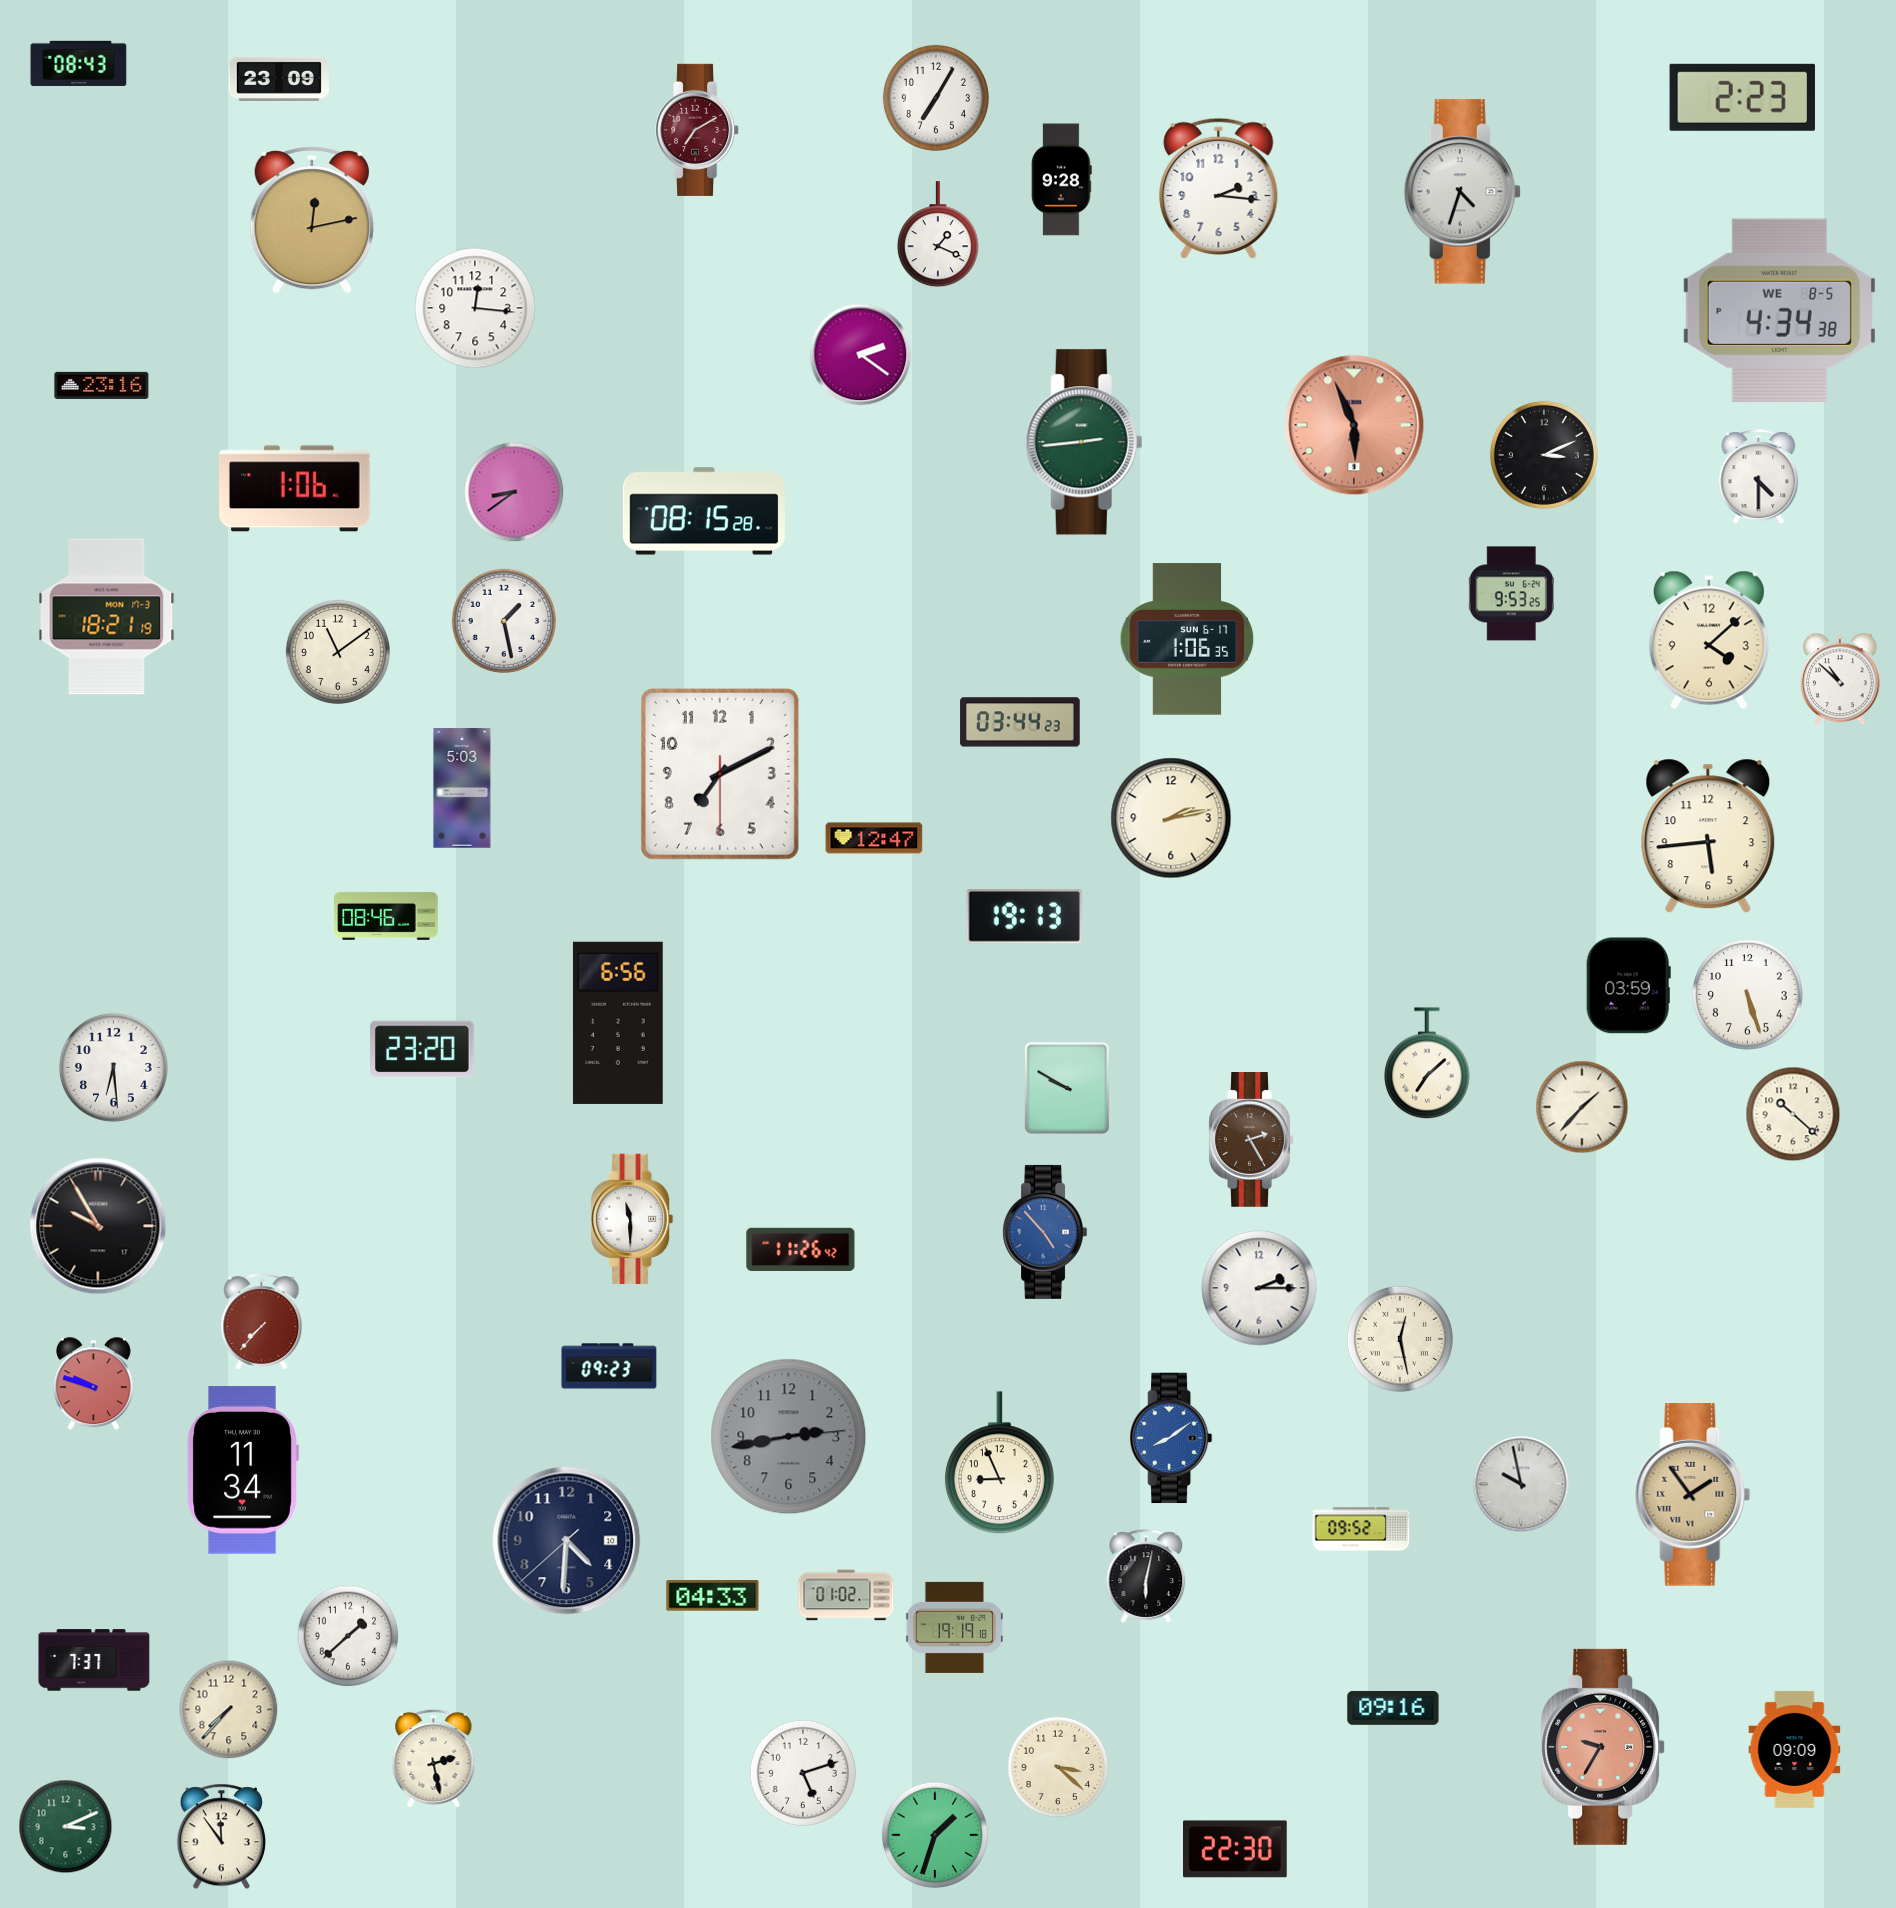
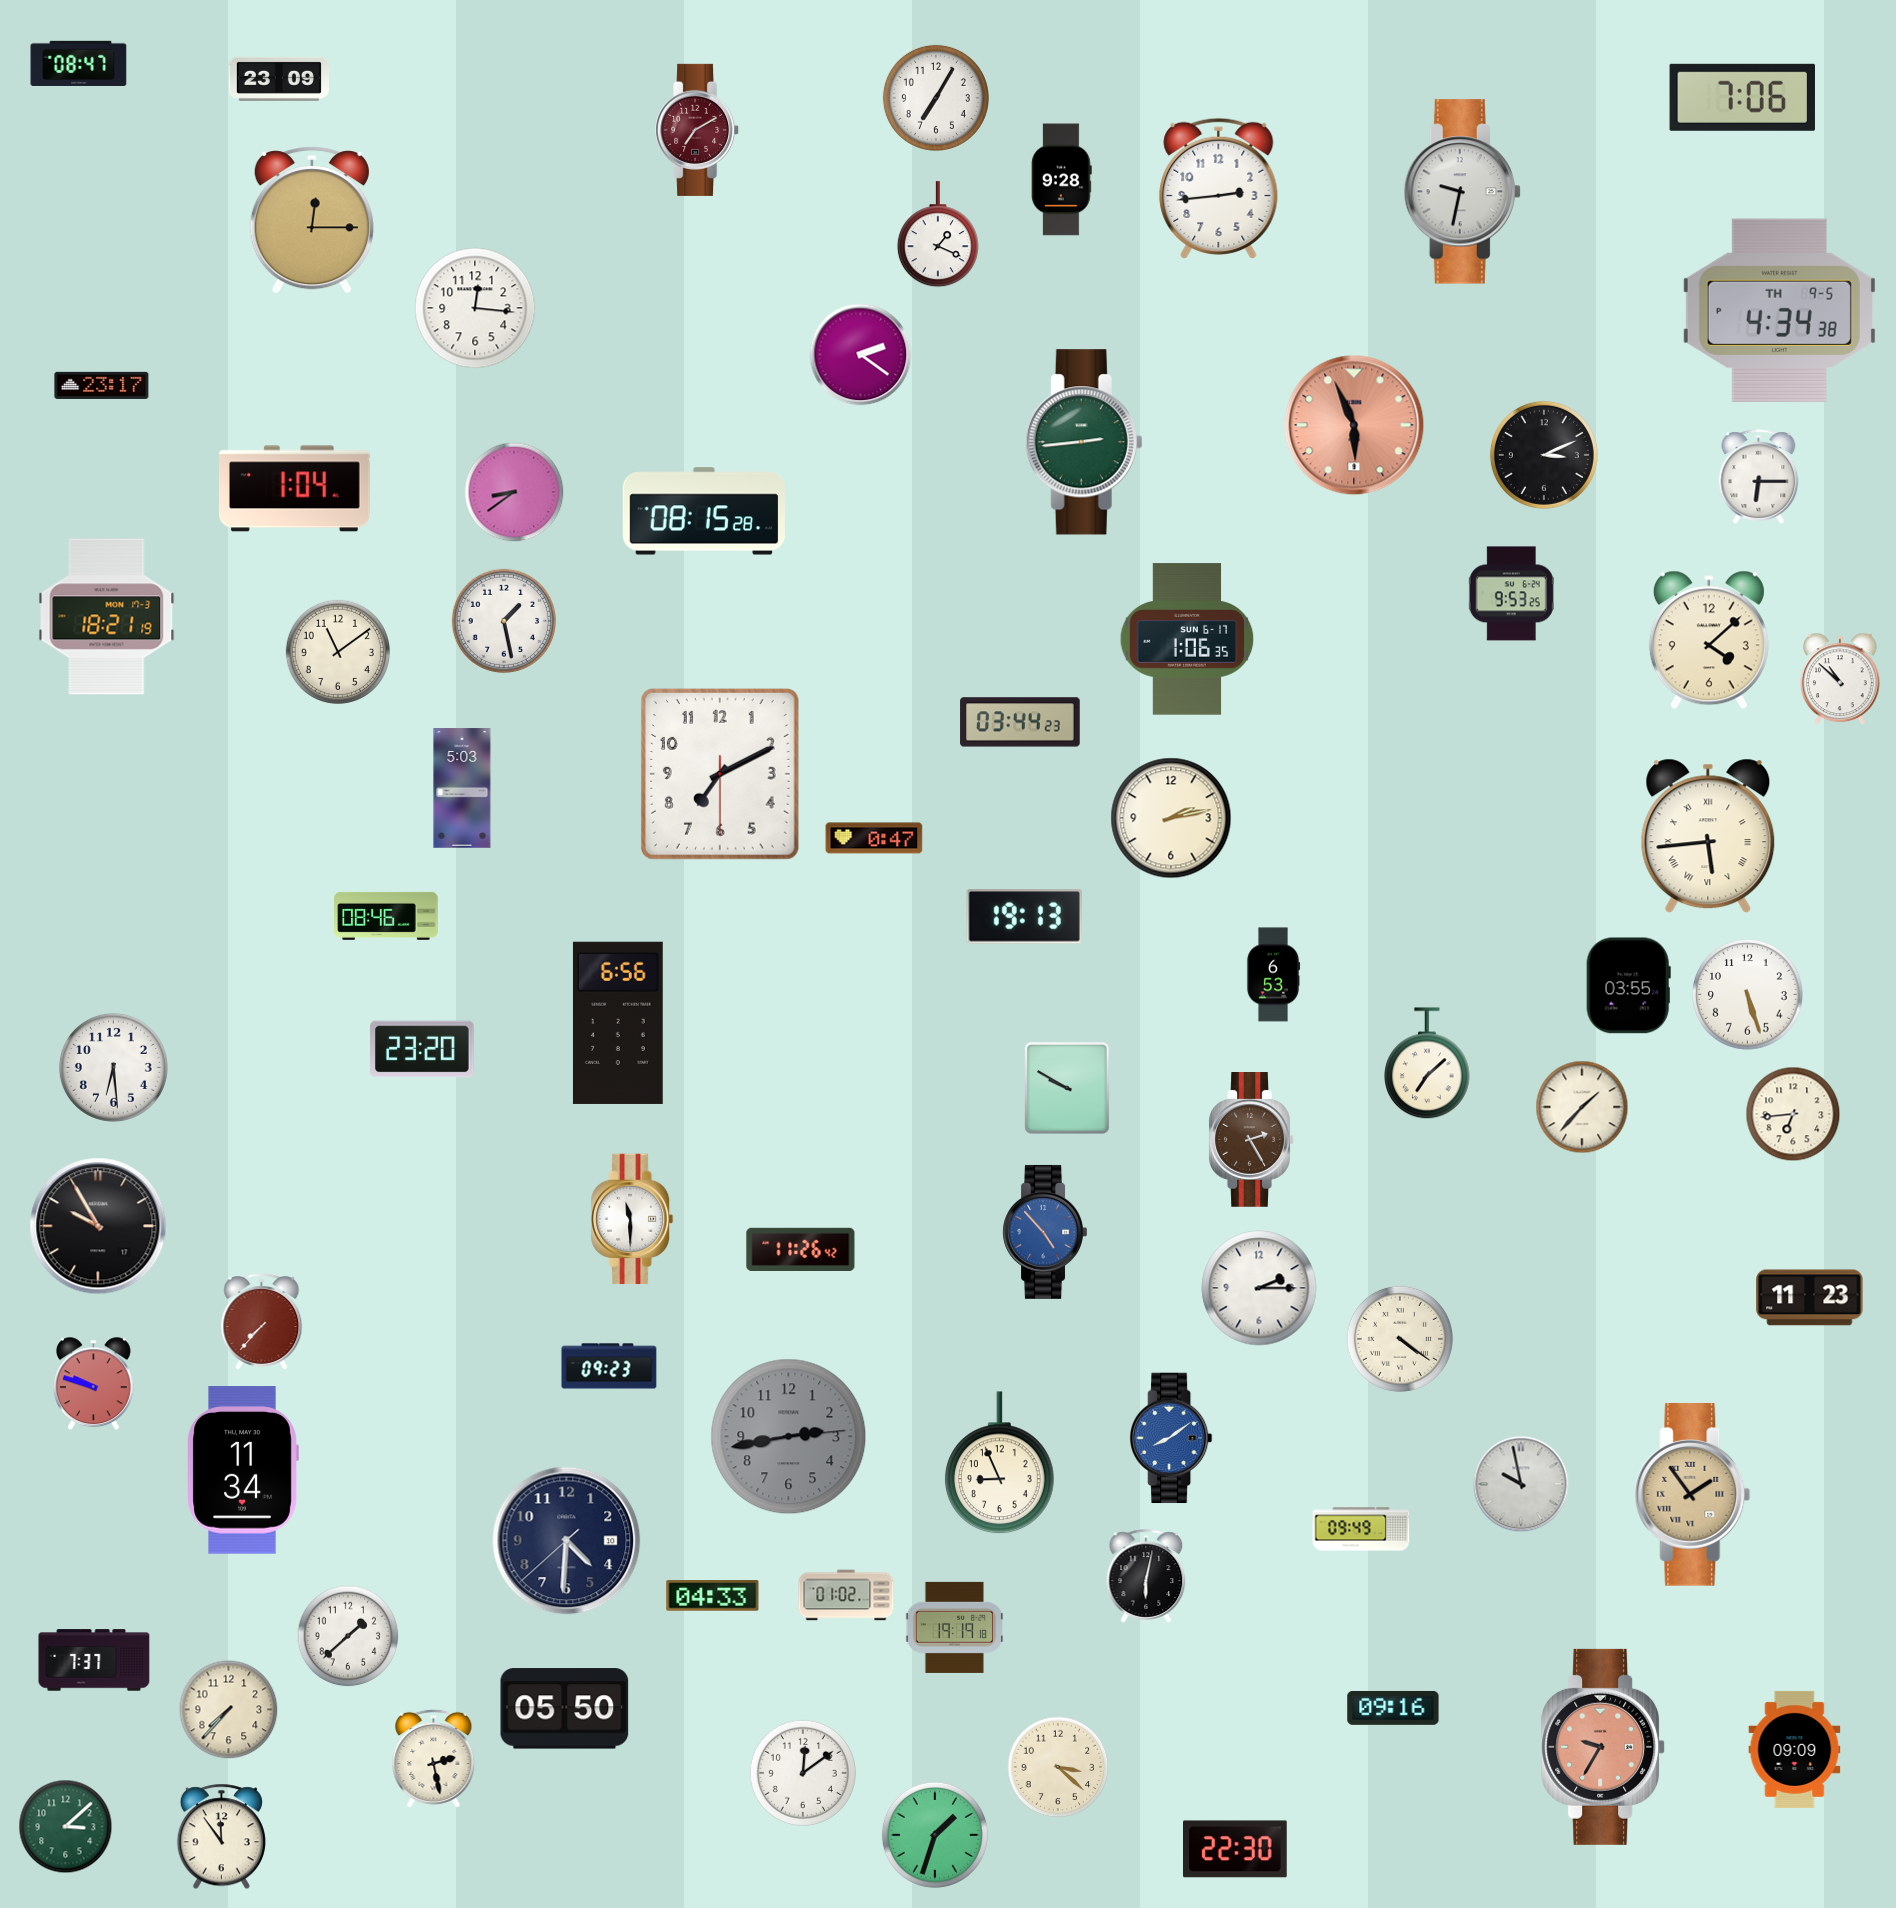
clock at (79, 63): 08:43 -> 08:47
clock at (1742, 97): 2:23 -> 7:06
clock at (1219, 188): 2:16 -> 2:44
clock at (1462, 192): 4:33 -> 9:32
clock at (312, 220): 12:13 -> 12:15
clock at (1779, 310) date: WE 8-5 -> TH 9-5
clock at (102, 385): 23:16 -> 23:17
clock at (1759, 477): 4:30 -> 6:15
clock at (295, 489): 1:06 -> 1:04
clock at (1708, 836) numerals: Arabic -> Roman
clock at (874, 838): 12:47 -> 0:47
clock at (1273, 975): none -> 6:53
clock at (1628, 986): 03:59 -> 03:55
clock at (1793, 1114): 10:22 -> 6:44
clock at (1810, 1298): none -> 11:23
clock at (1400, 1339): 12:28 -> 4:21
clock at (1361, 1529): 09:52 -> 09:49
clock at (565, 1709): none -> 05:50
clock at (803, 1773): 5:12 -> 12:09
clock at (66, 1827): 3:11 -> 3:08
